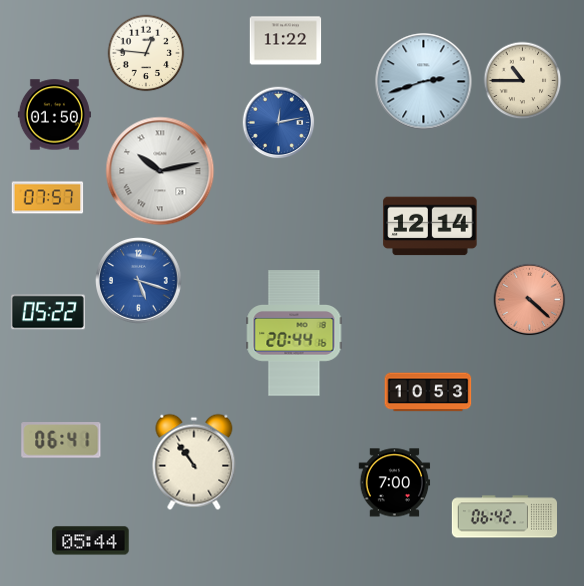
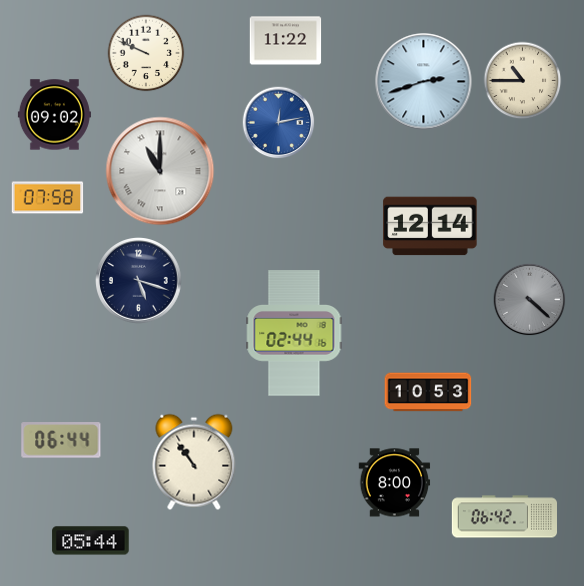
clock at (146, 53): 12:46 -> 9:49
clock at (54, 115): 01:50 -> 09:02
clock at (160, 171): 10:13 -> 11:00
clock at (48, 198): 07:57 -> 07:58
clock at (139, 281) dial: blue -> navy
clock at (530, 300) dial: salmon -> grey
clock at (48, 312): 05:22 -> none
clock at (294, 333): 20:44 -> 02:44
clock at (61, 440): 06:41 -> 06:44
clock at (395, 483): 7:00 -> 8:00
